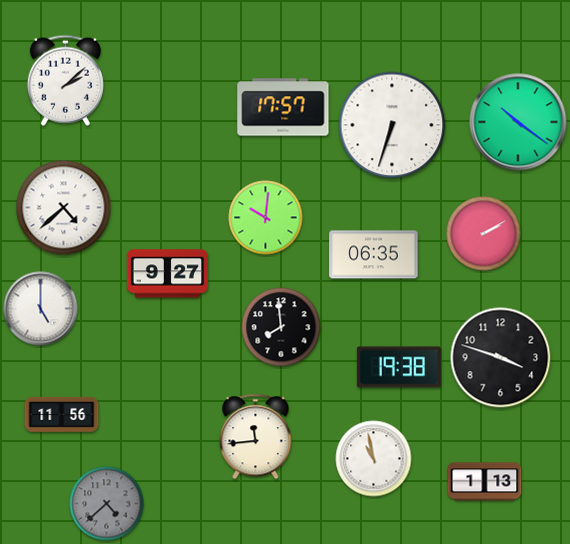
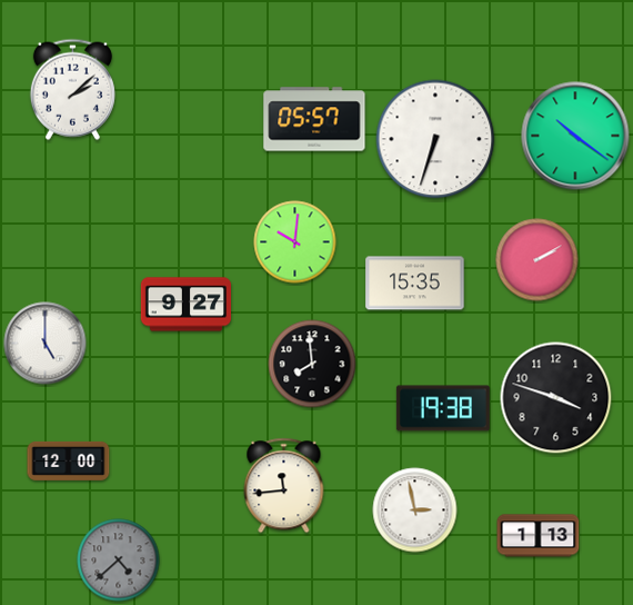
clock at (283, 107): 17:57 -> 05:57
clock at (64, 208): 4:38 -> none
clock at (374, 255): 06:35 -> 15:35
clock at (62, 414): 11:56 -> 12:00
clock at (374, 459): 10:58 -> 2:58
